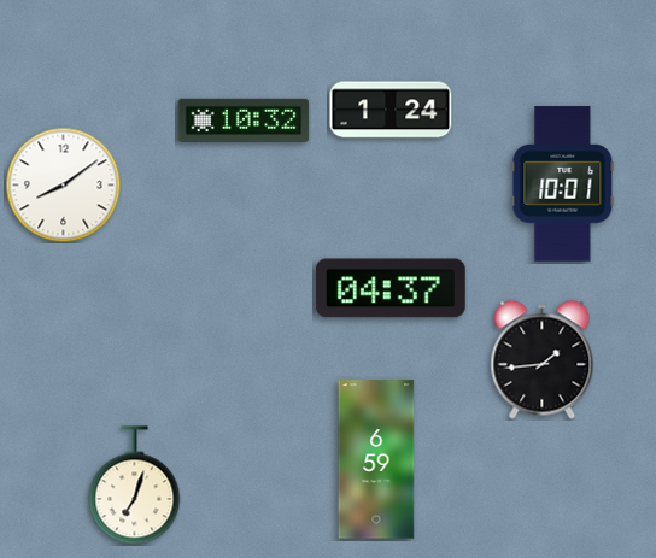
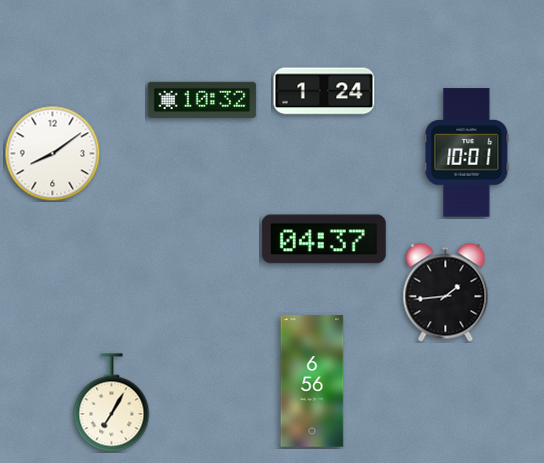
clock at (543, 360) position: (543, 360) -> (446, 293)
clock at (376, 459): 6:59 -> 6:56
clock at (135, 486): 7:03 -> 7:05
